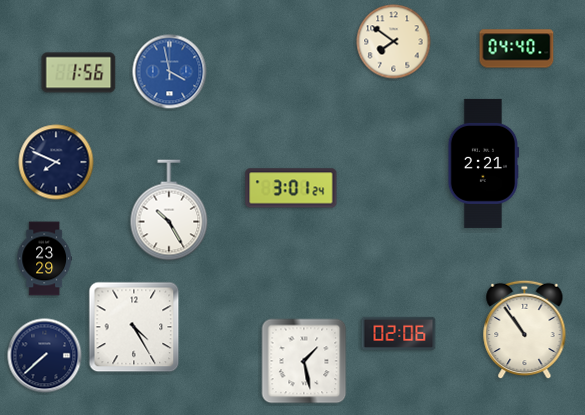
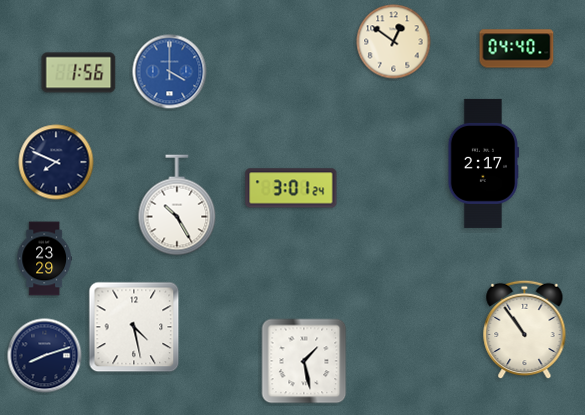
clock at (394, 42): 7:51 -> 12:51
clock at (170, 72): 3:58 -> 4:00
clock at (484, 163): 2:21 -> 2:17
clock at (169, 210) position: (169, 210) -> (177, 205)
clock at (134, 327): 4:25 -> 4:28
clock at (399, 333): 02:06 -> none
clock at (45, 356): 7:38 -> 8:12
